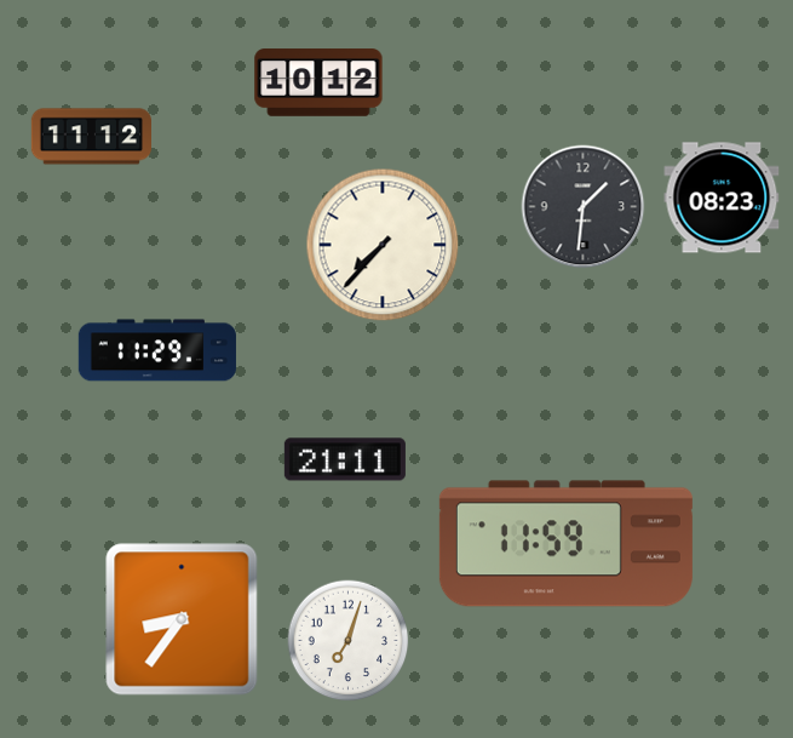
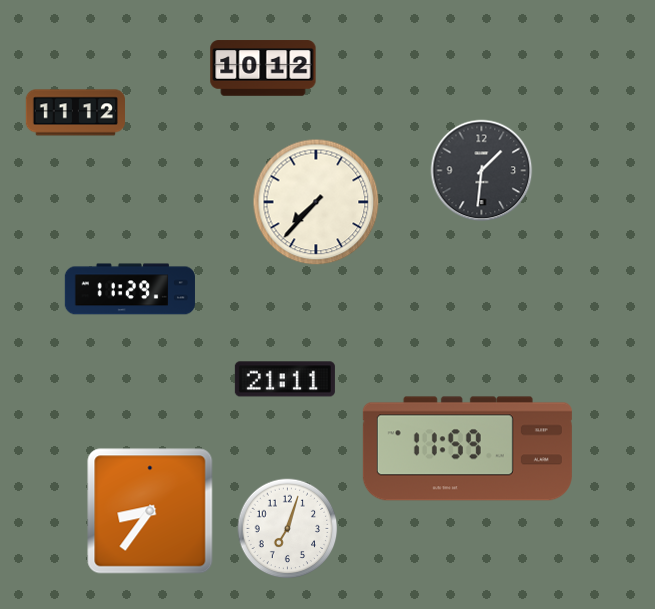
clock at (722, 198): 08:23 -> none
